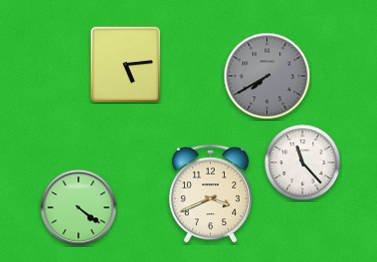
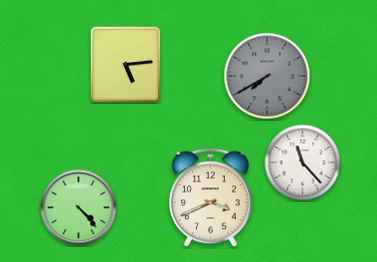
clock at (210, 194) position: (210, 194) -> (210, 198)
clock at (79, 208): 4:21 -> 4:23
